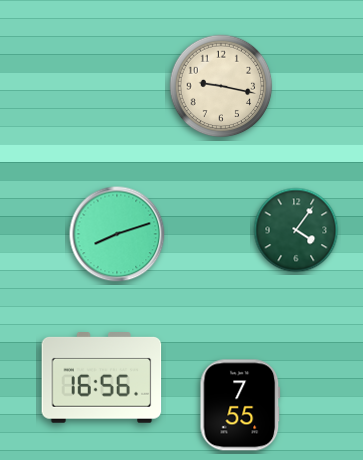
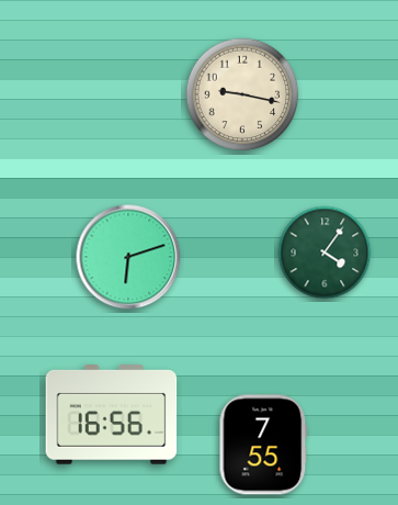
clock at (117, 234): 8:12 -> 6:12
